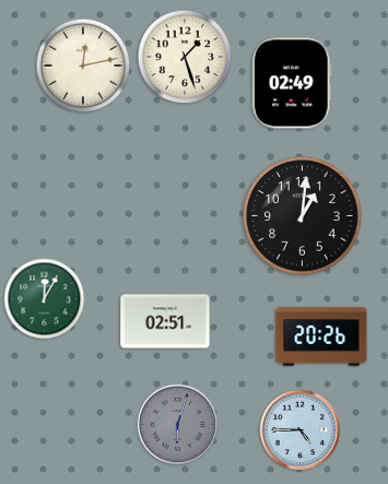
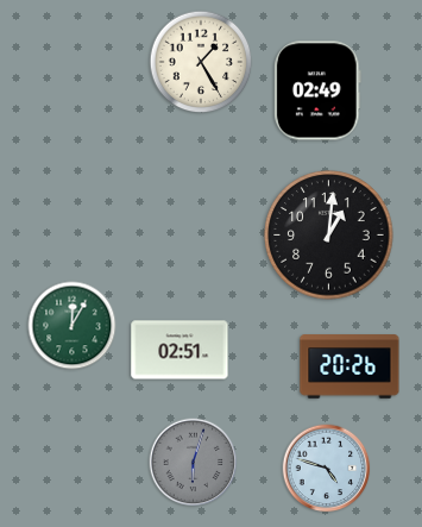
clock at (185, 57): 1:27 -> 1:25
clock at (83, 66): 12:13 -> none
clock at (45, 299) position: (45, 299) -> (73, 326)
clock at (301, 430): 4:45 -> 4:48
